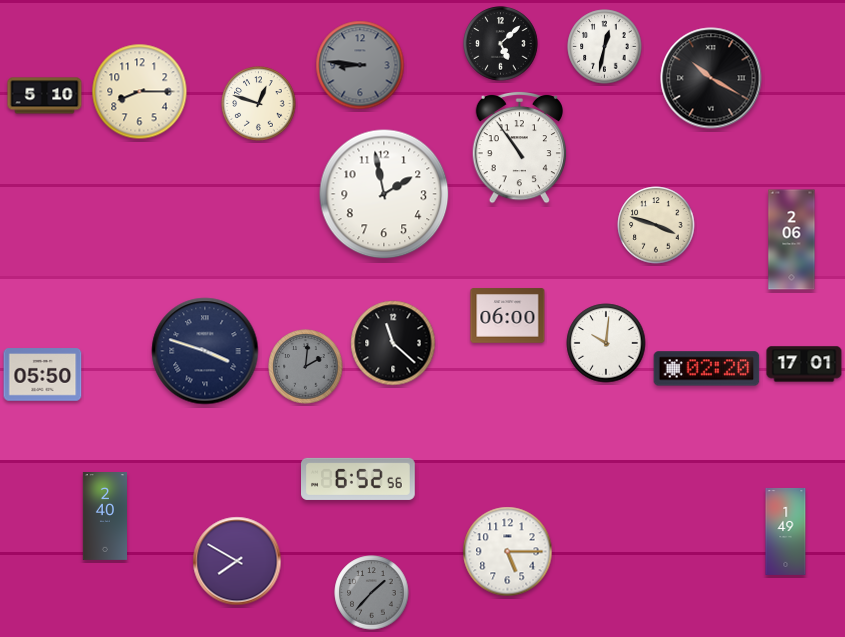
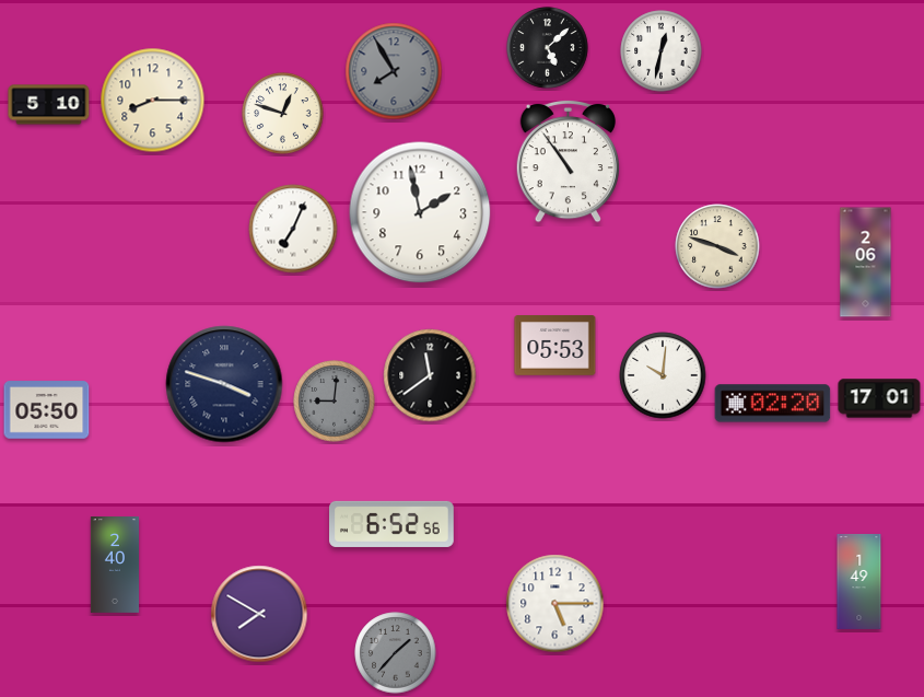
clock at (360, 65): 8:46 -> 7:55
clock at (711, 78): 10:20 -> none
clock at (293, 229): none -> 7:04
clock at (508, 316): 06:00 -> 05:53
clock at (393, 343): 11:22 -> 11:39
clock at (306, 367): 2:01 -> 9:01
clock at (372, 593) position: (372, 593) -> (396, 653)
